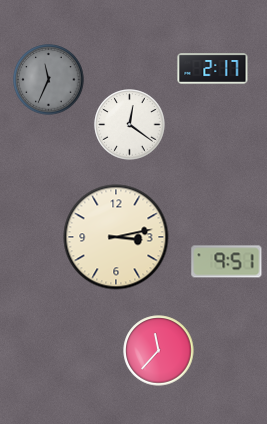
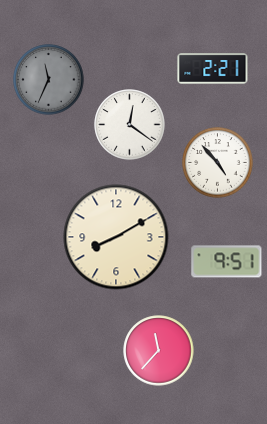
clock at (213, 69): 2:17 -> 2:21
clock at (218, 163): none -> 4:53
clock at (116, 237): 3:13 -> 8:10
